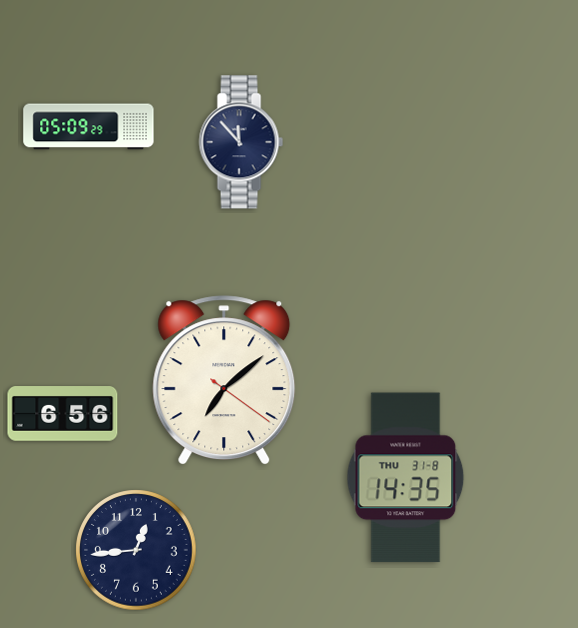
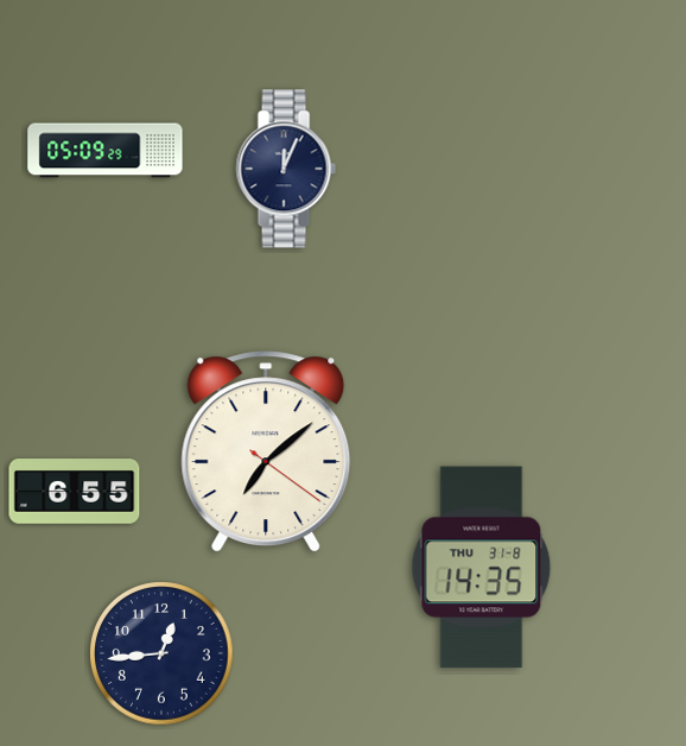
clock at (241, 142): 11:53 -> 12:04
clock at (63, 414): 6:56 -> 6:55
